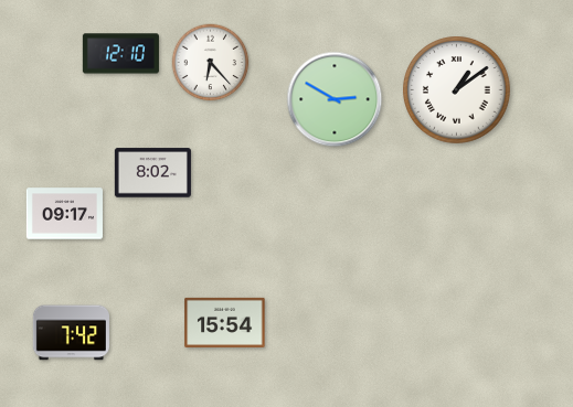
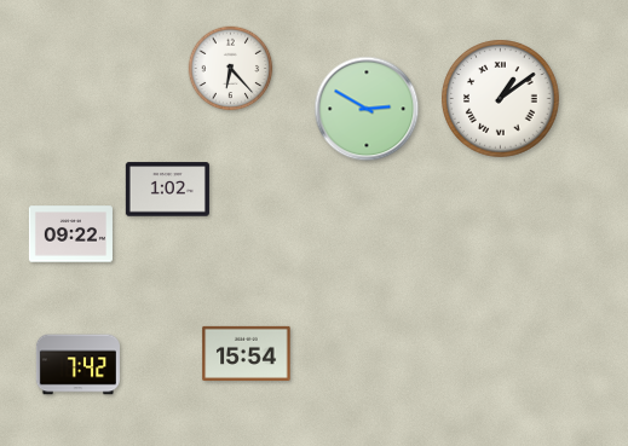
clock at (120, 54): 12:10 -> none
clock at (152, 173): 8:02 -> 1:02
clock at (64, 214): 09:17 -> 09:22
